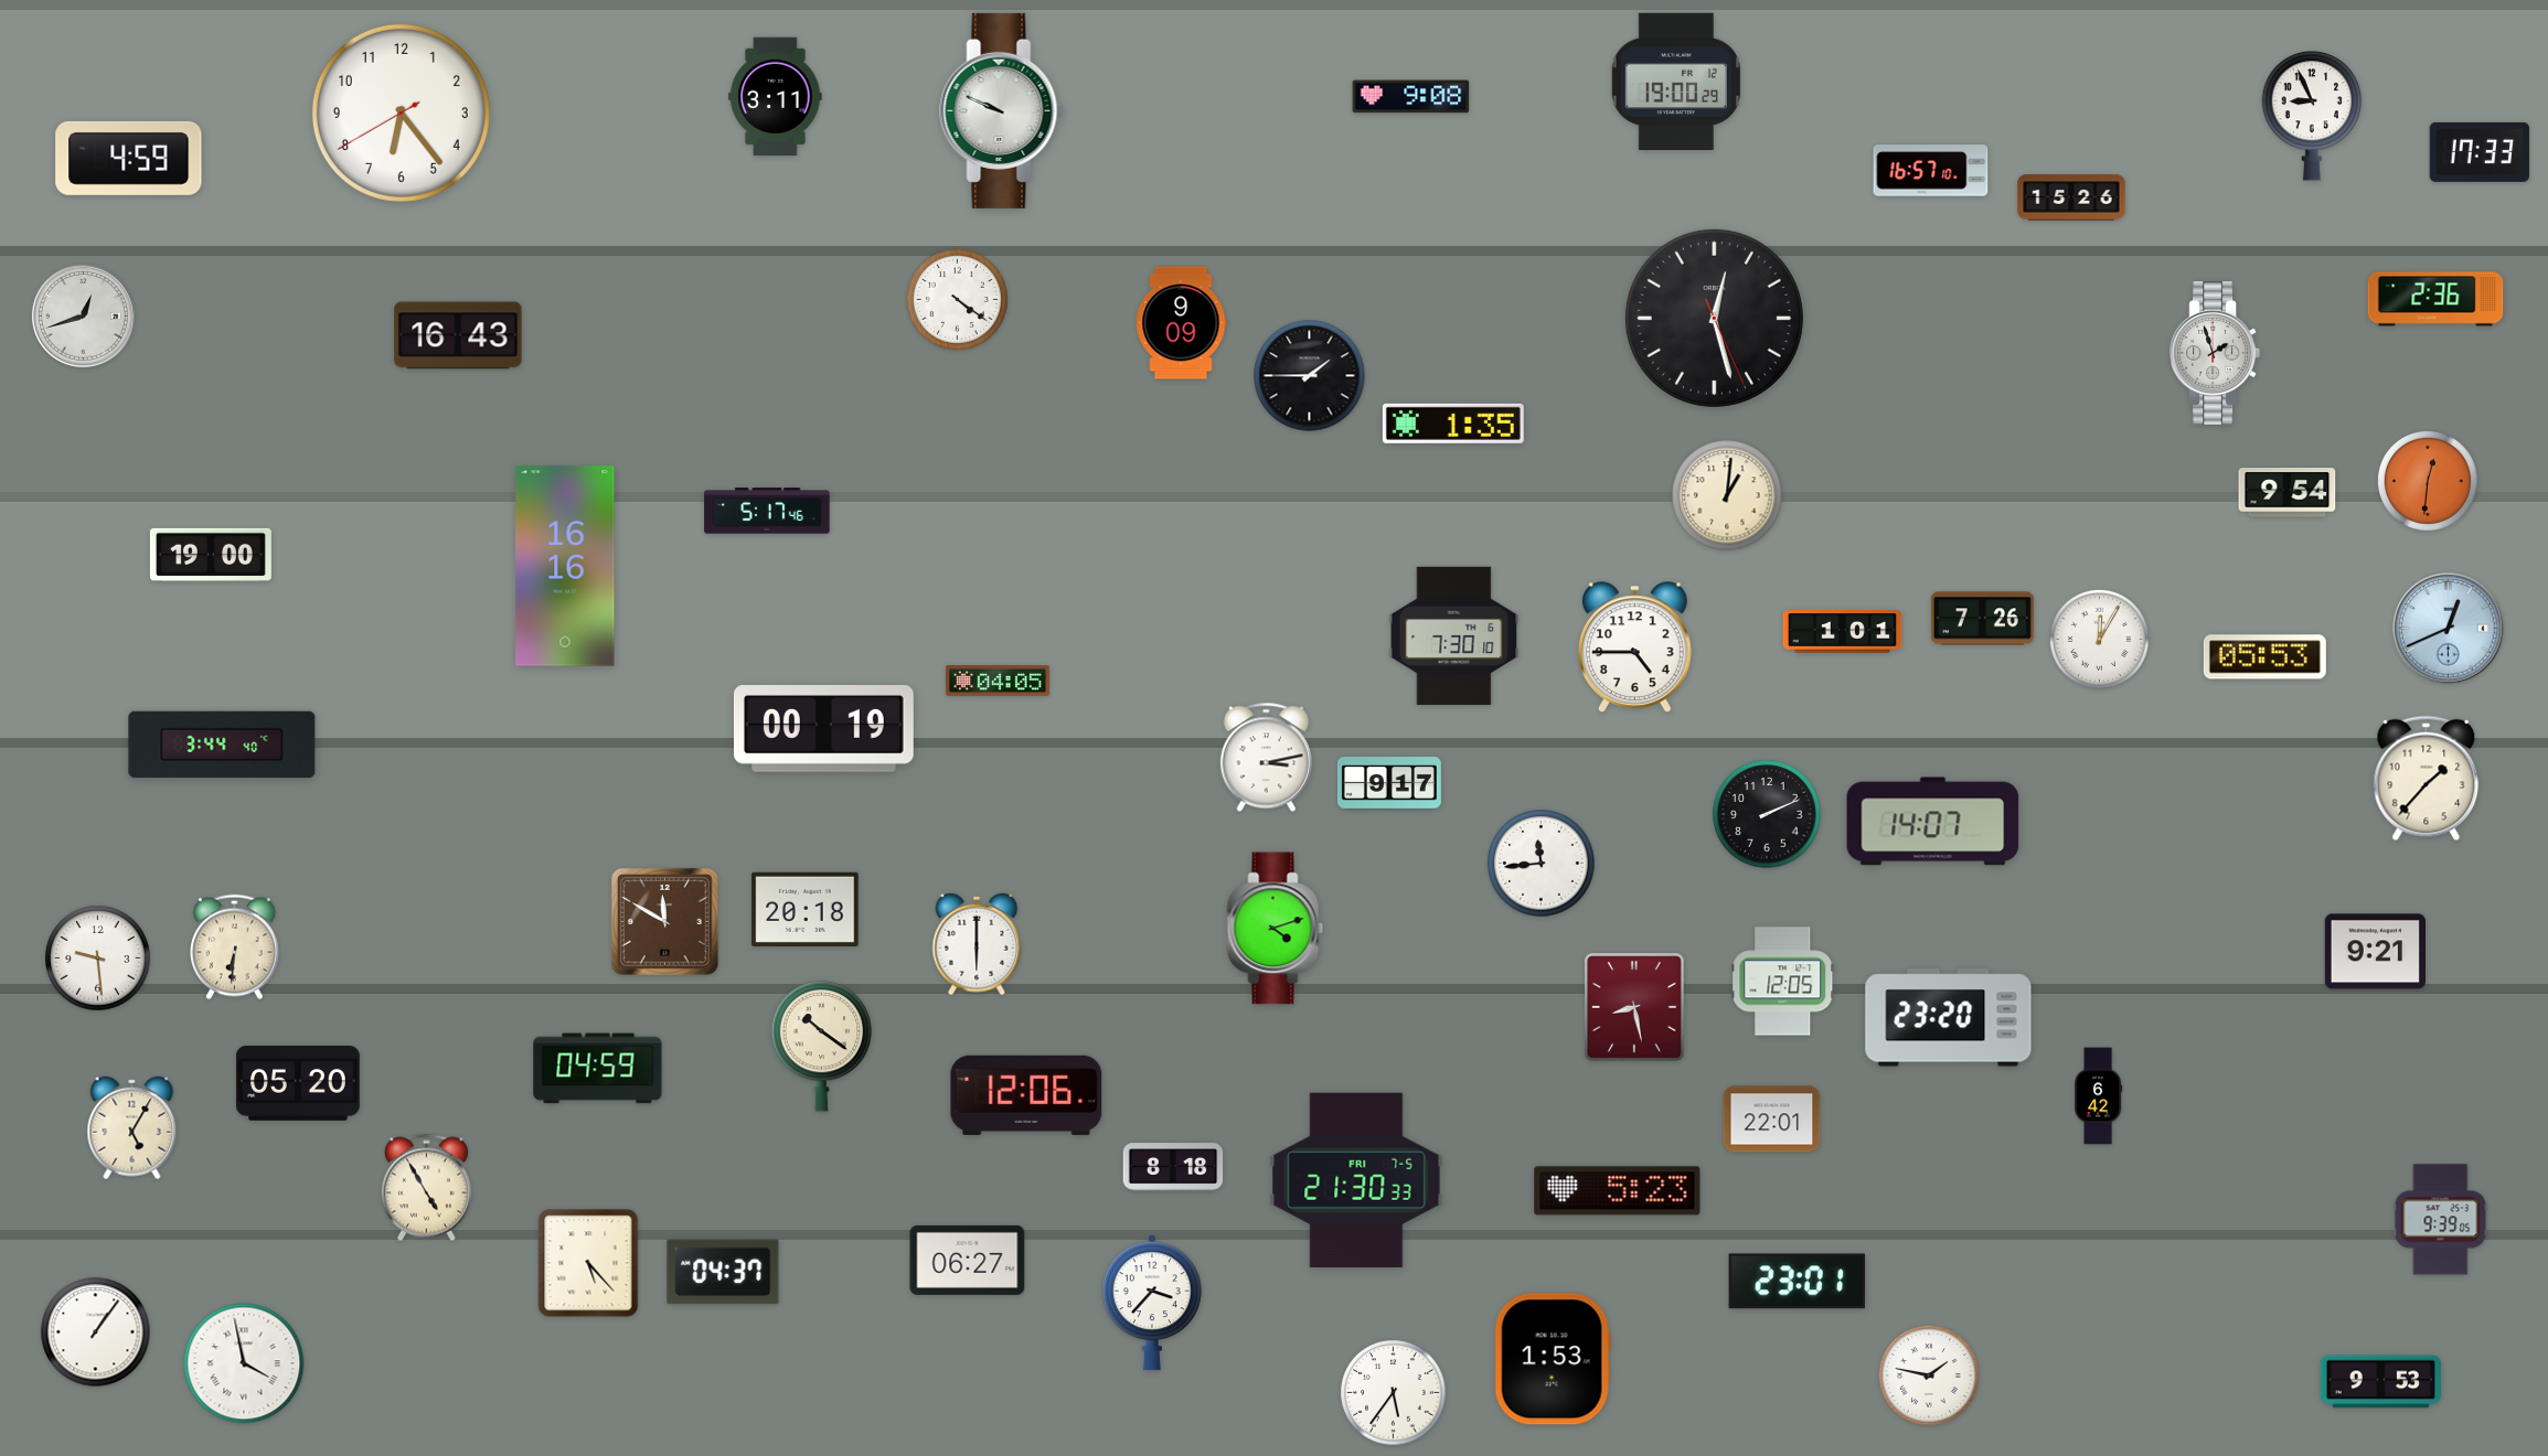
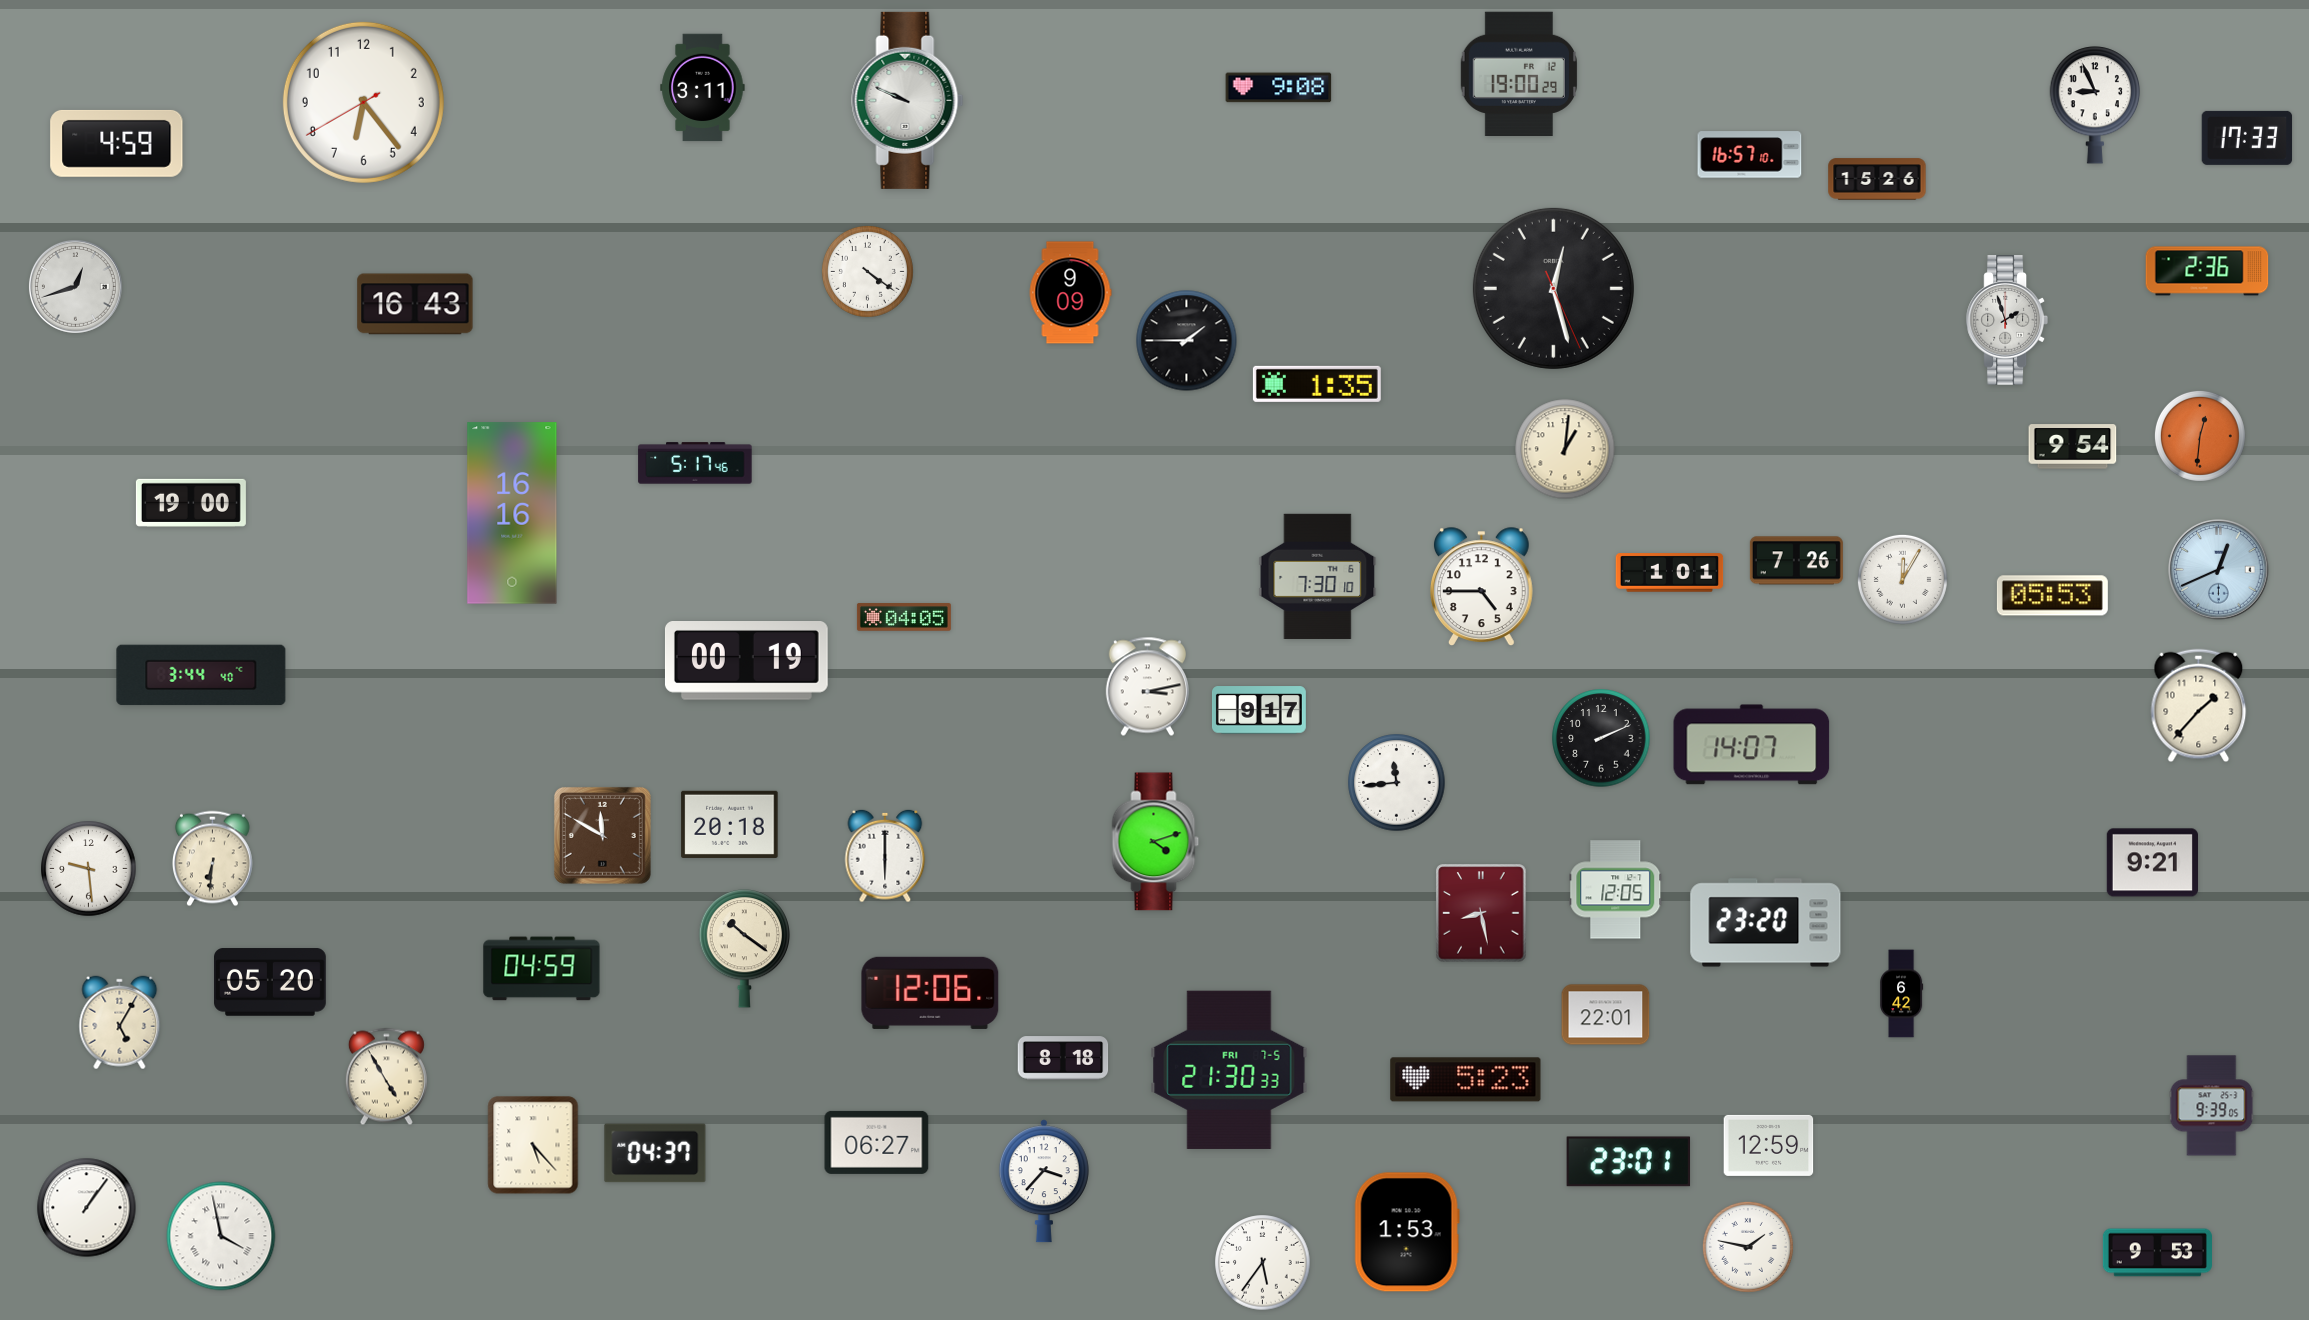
clock at (1769, 1145): none -> 12:59
